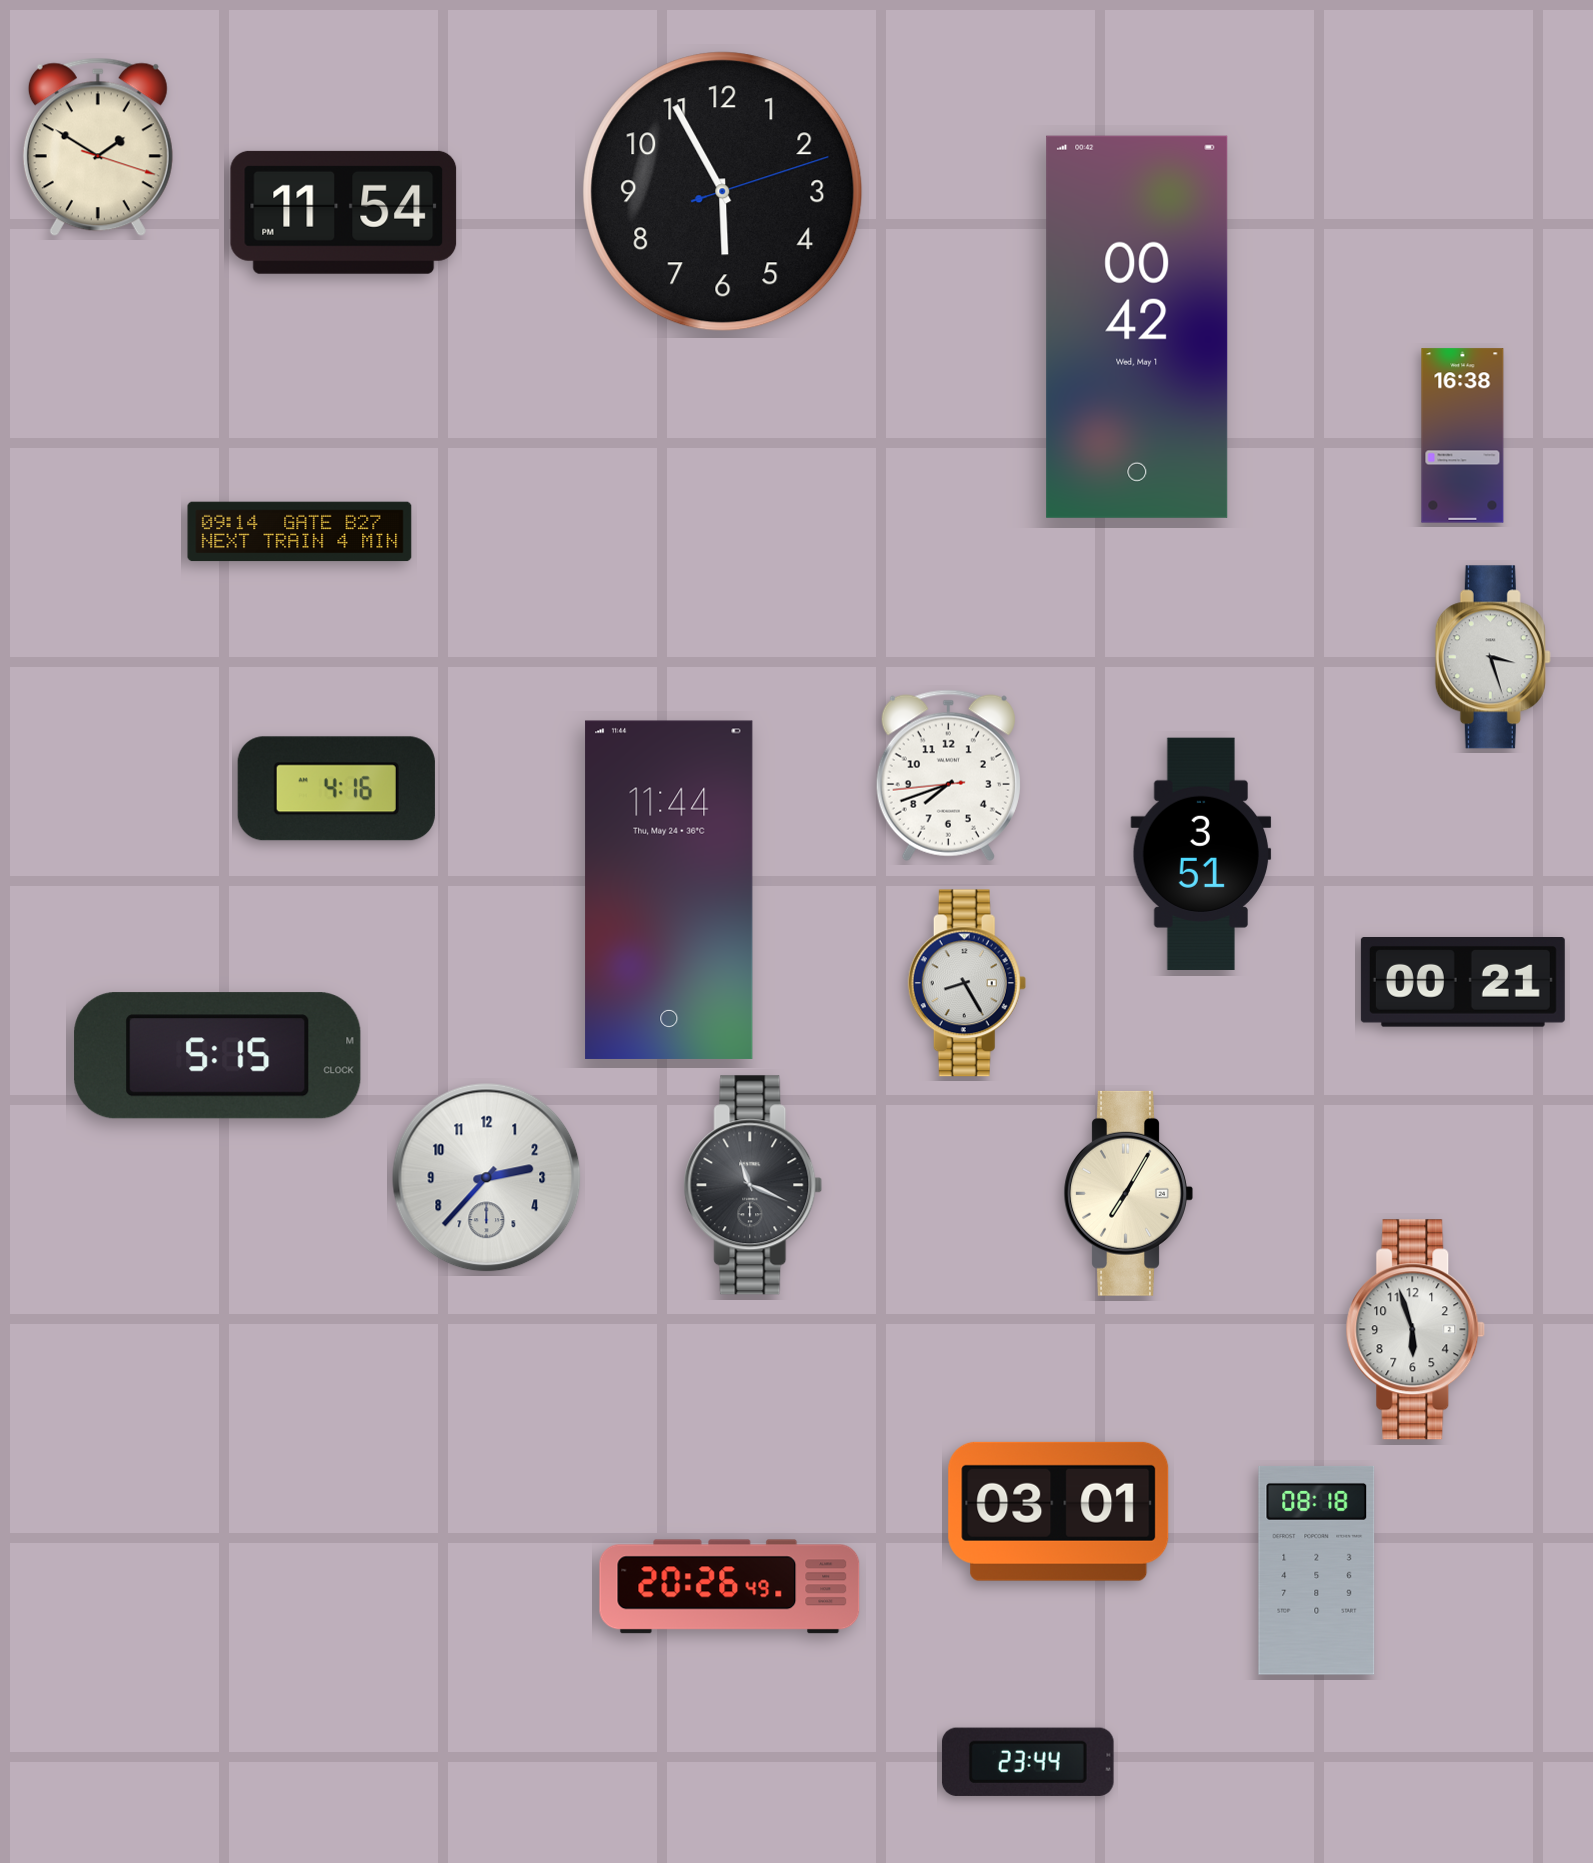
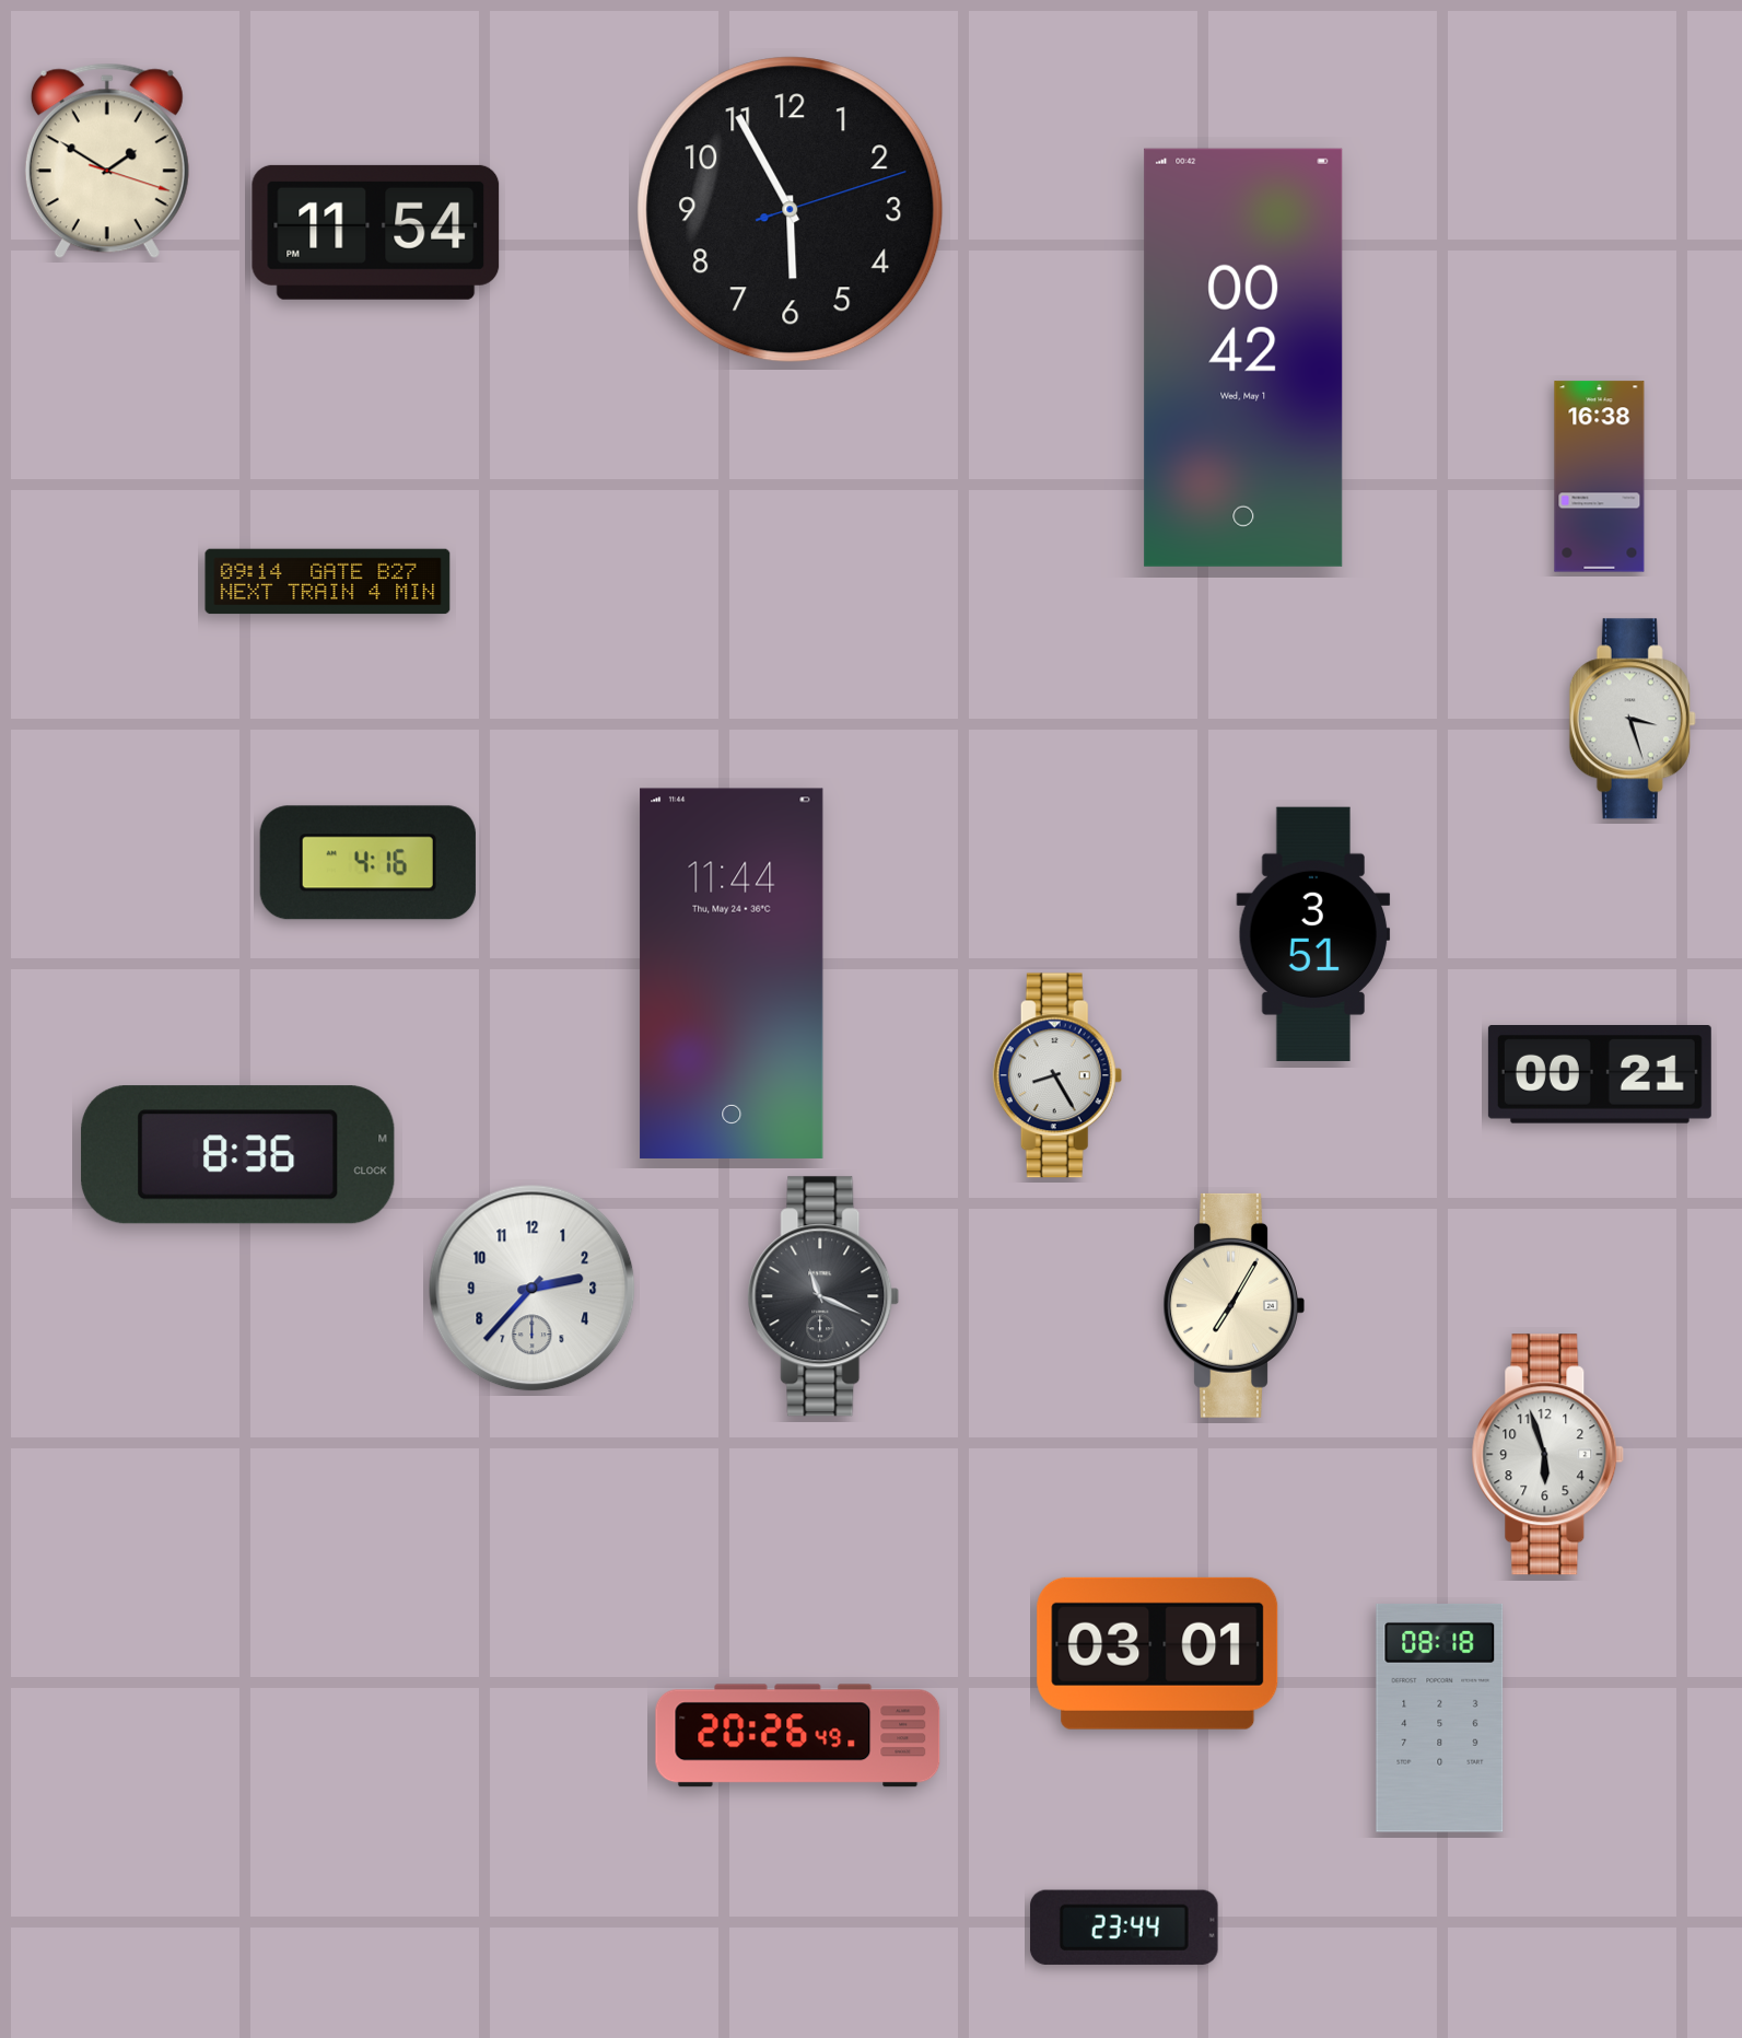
clock at (948, 775): 7:41 -> none
clock at (218, 1056): 5:15 -> 8:36
